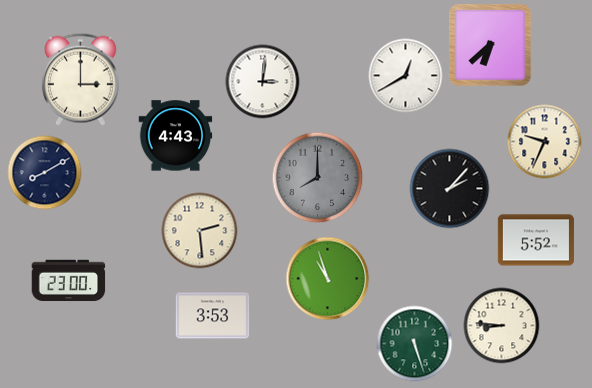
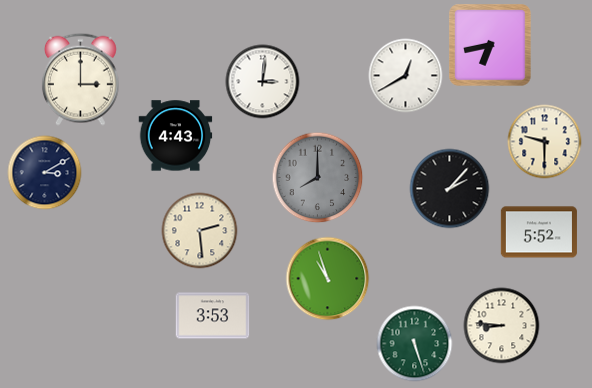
clock at (490, 45): 6:38 -> 6:43
clock at (545, 142): 9:34 -> 9:30
clock at (45, 173): 8:10 -> 3:10
clock at (536, 240) position: (536, 240) -> (539, 232)
clock at (69, 281): 23:00 -> none
